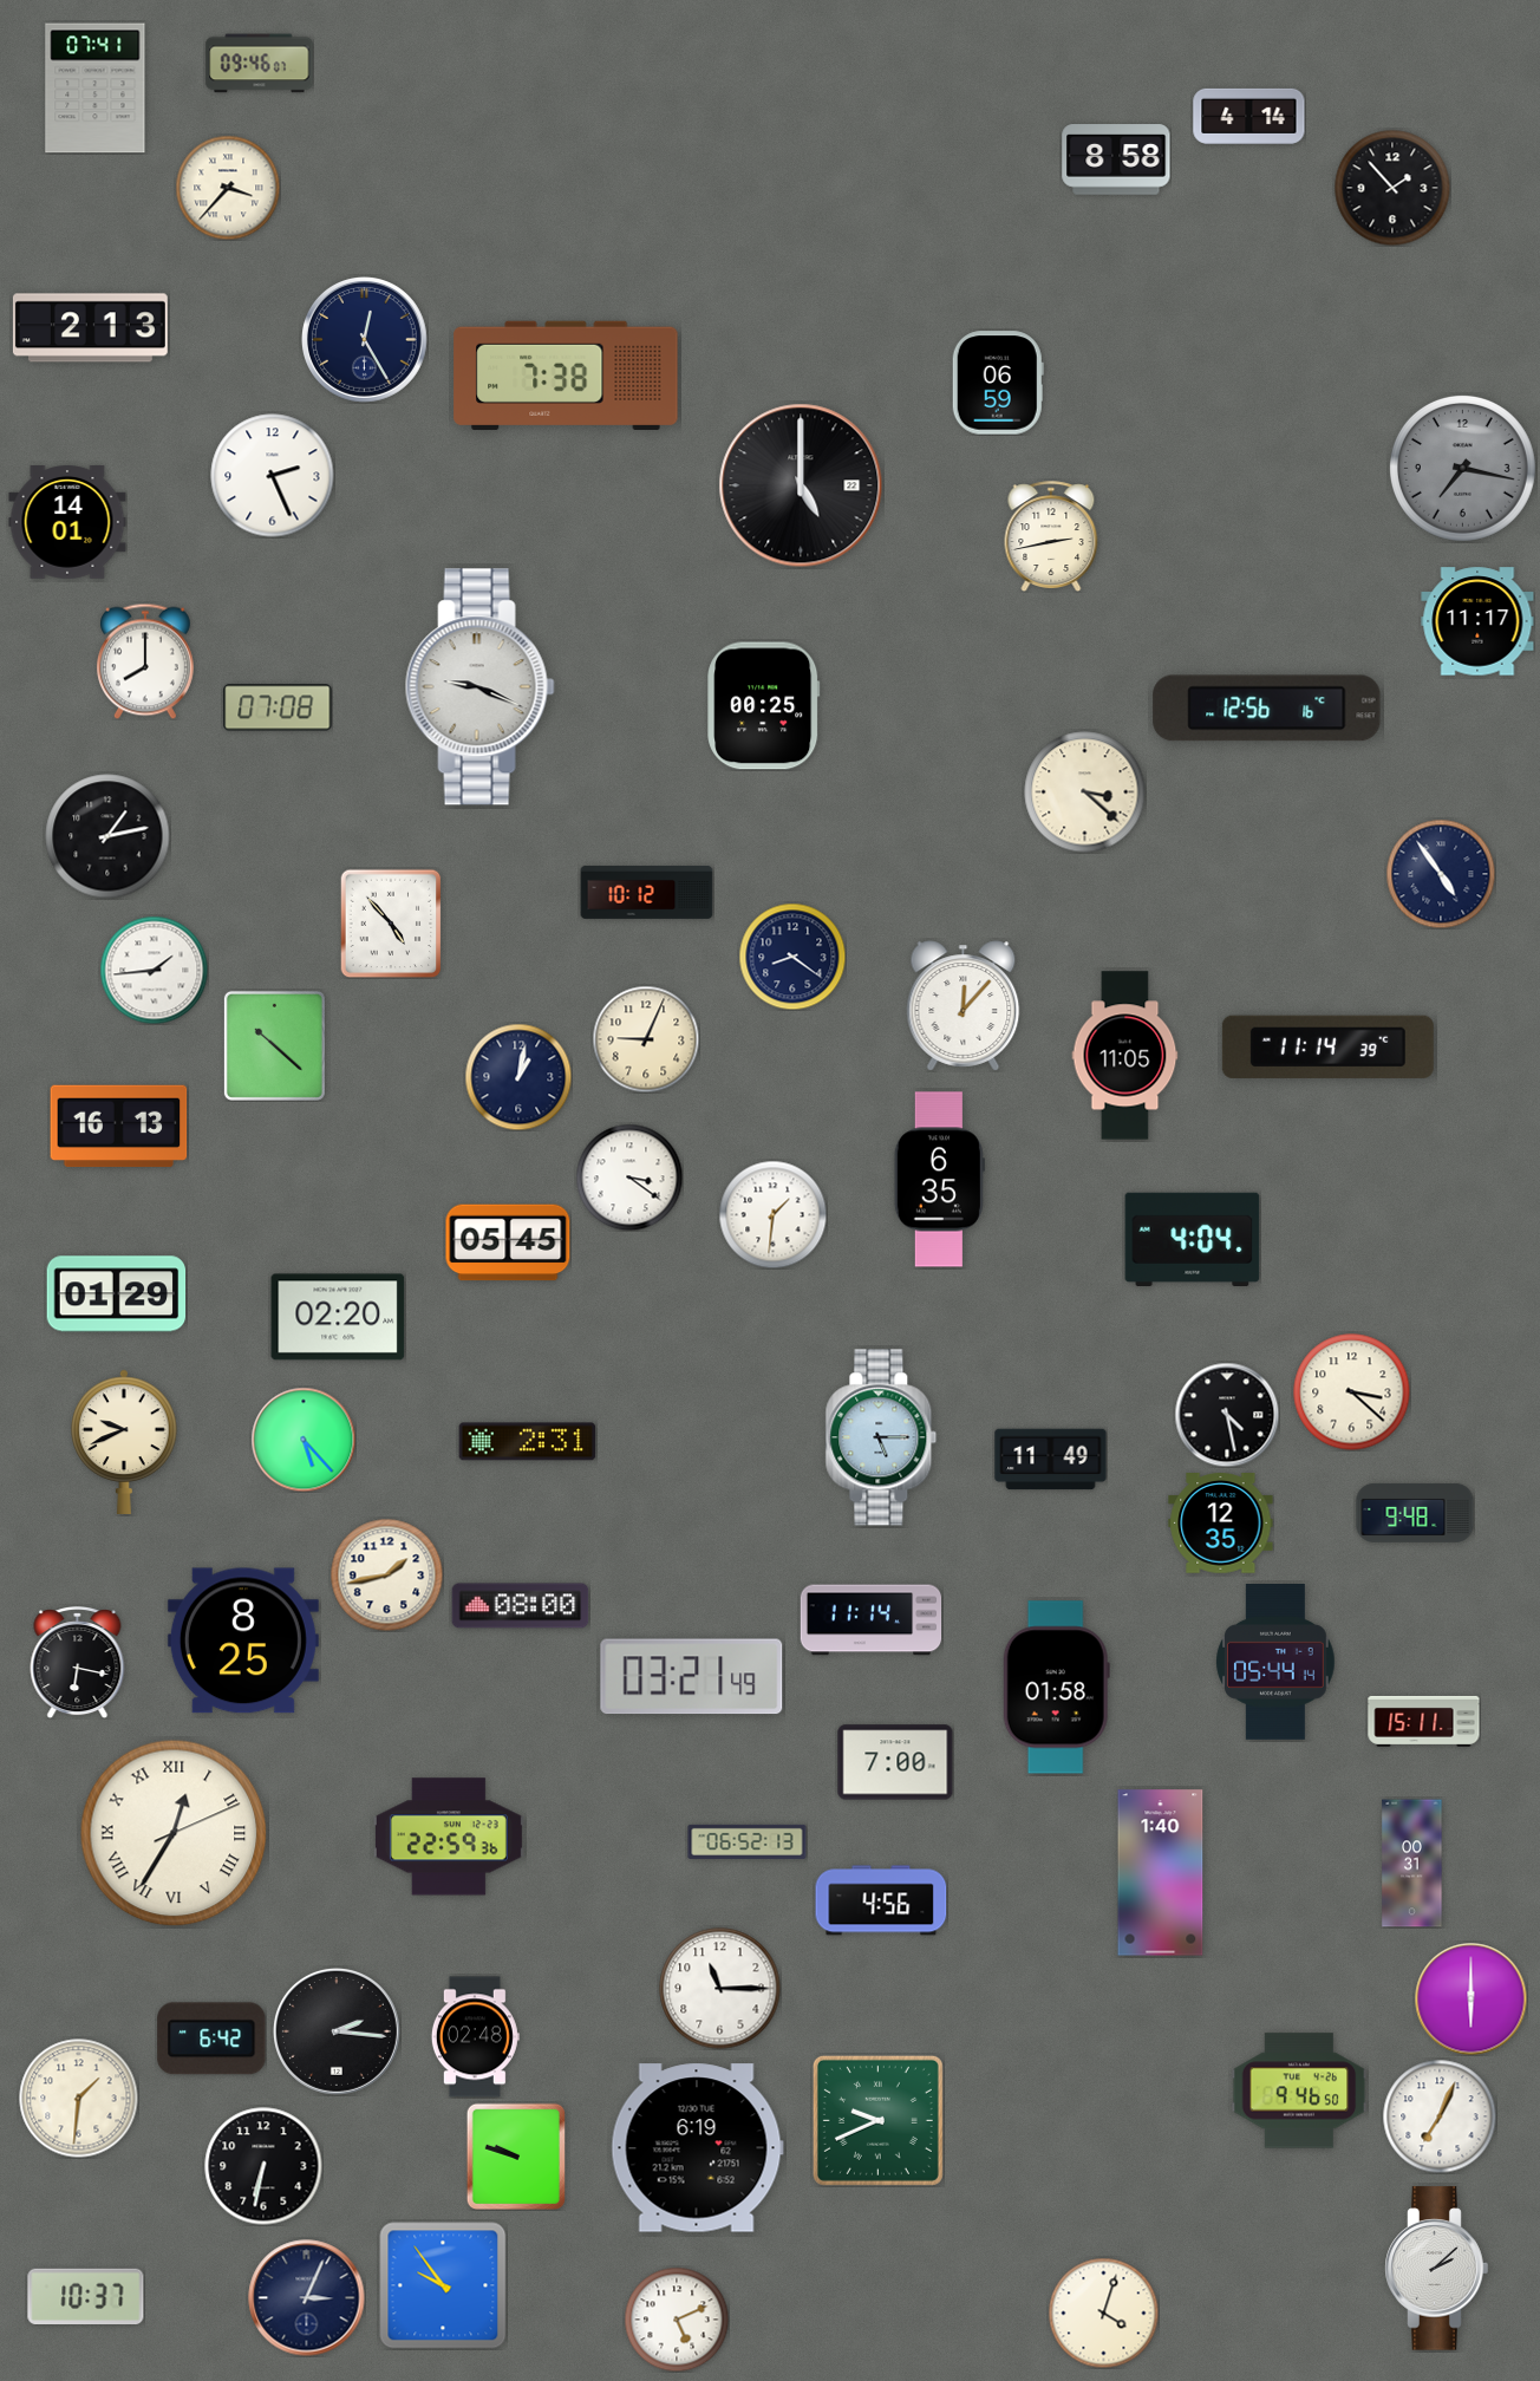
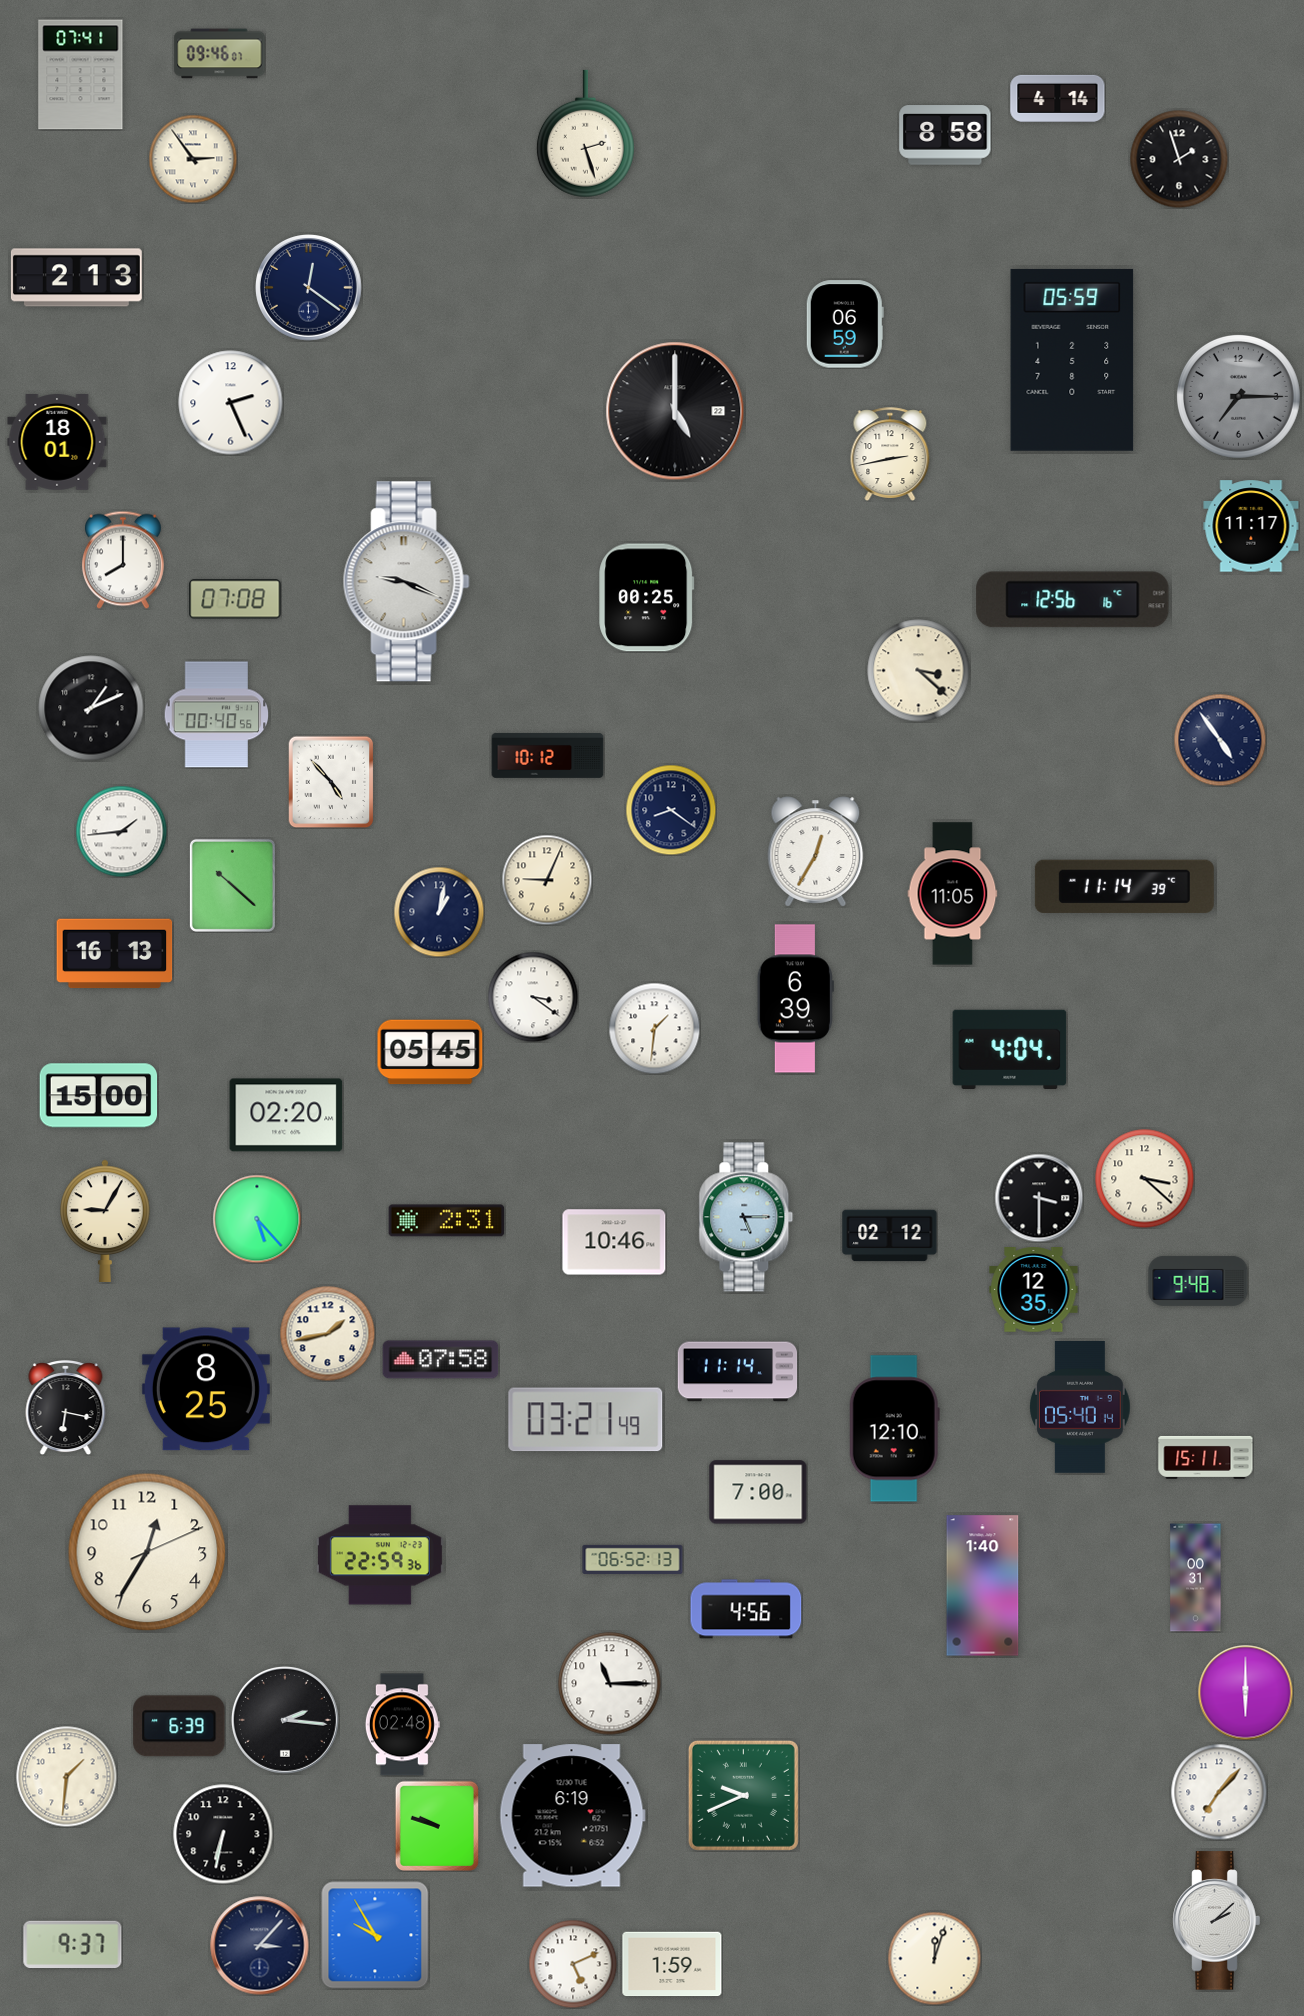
clock at (585, 134): none -> 2:27
clock at (228, 188): 3:37 -> 2:54
clock at (1392, 188): 1:53 -> 1:57
clock at (365, 340): 12:25 -> 12:21
clock at (566, 376): 7:38 -> none
clock at (1072, 360): none -> 05:59
clock at (1462, 468): 7:17 -> 7:15
clock at (801, 485) position: (801, 485) -> (675, 411)
clock at (67, 523): 14:01 -> 18:01
clock at (107, 836): 1:13 -> 1:11
clock at (217, 715): none -> 00:40
clock at (154, 970) position: (154, 970) -> (121, 831)
clock at (964, 1006): 12:07 -> 12:35
clock at (119, 1127) position: (119, 1127) -> (115, 954)
clock at (939, 1180): 6:35 -> 6:39
clock at (117, 1294): 01:29 -> 15:00
clock at (1227, 1415): 4:28 -> 3:30
clock at (124, 1442): 9:41 -> 9:05
clock at (1051, 1460): 11:49 -> 02:12
clock at (614, 1242): none -> 10:46
clock at (521, 1606): 08:00 -> 07:58
clock at (1275, 1663): 05:44 -> 05:40
clock at (1056, 1688): 01:58 -> 12:10
clock at (174, 1833) numerals: Roman -> Arabic
clock at (211, 2038): 6:42 -> 6:39
clock at (1299, 2090): 9:46 -> none
clock at (1440, 2116): 7:04 -> 7:07
clock at (697, 2148) position: (697, 2148) -> (572, 1816)
clock at (443, 2285): 9:54 -> 9:55
clock at (86, 2296): 10:37 -> 9:37
clock at (307, 2298): 3:04 -> 3:07
clock at (1103, 2312): 4:03 -> 12:03
clock at (672, 1964): none -> 1:59
